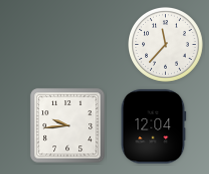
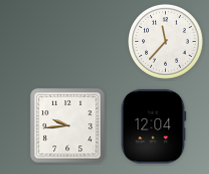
clock at (166, 45) position: (166, 45) -> (166, 42)
